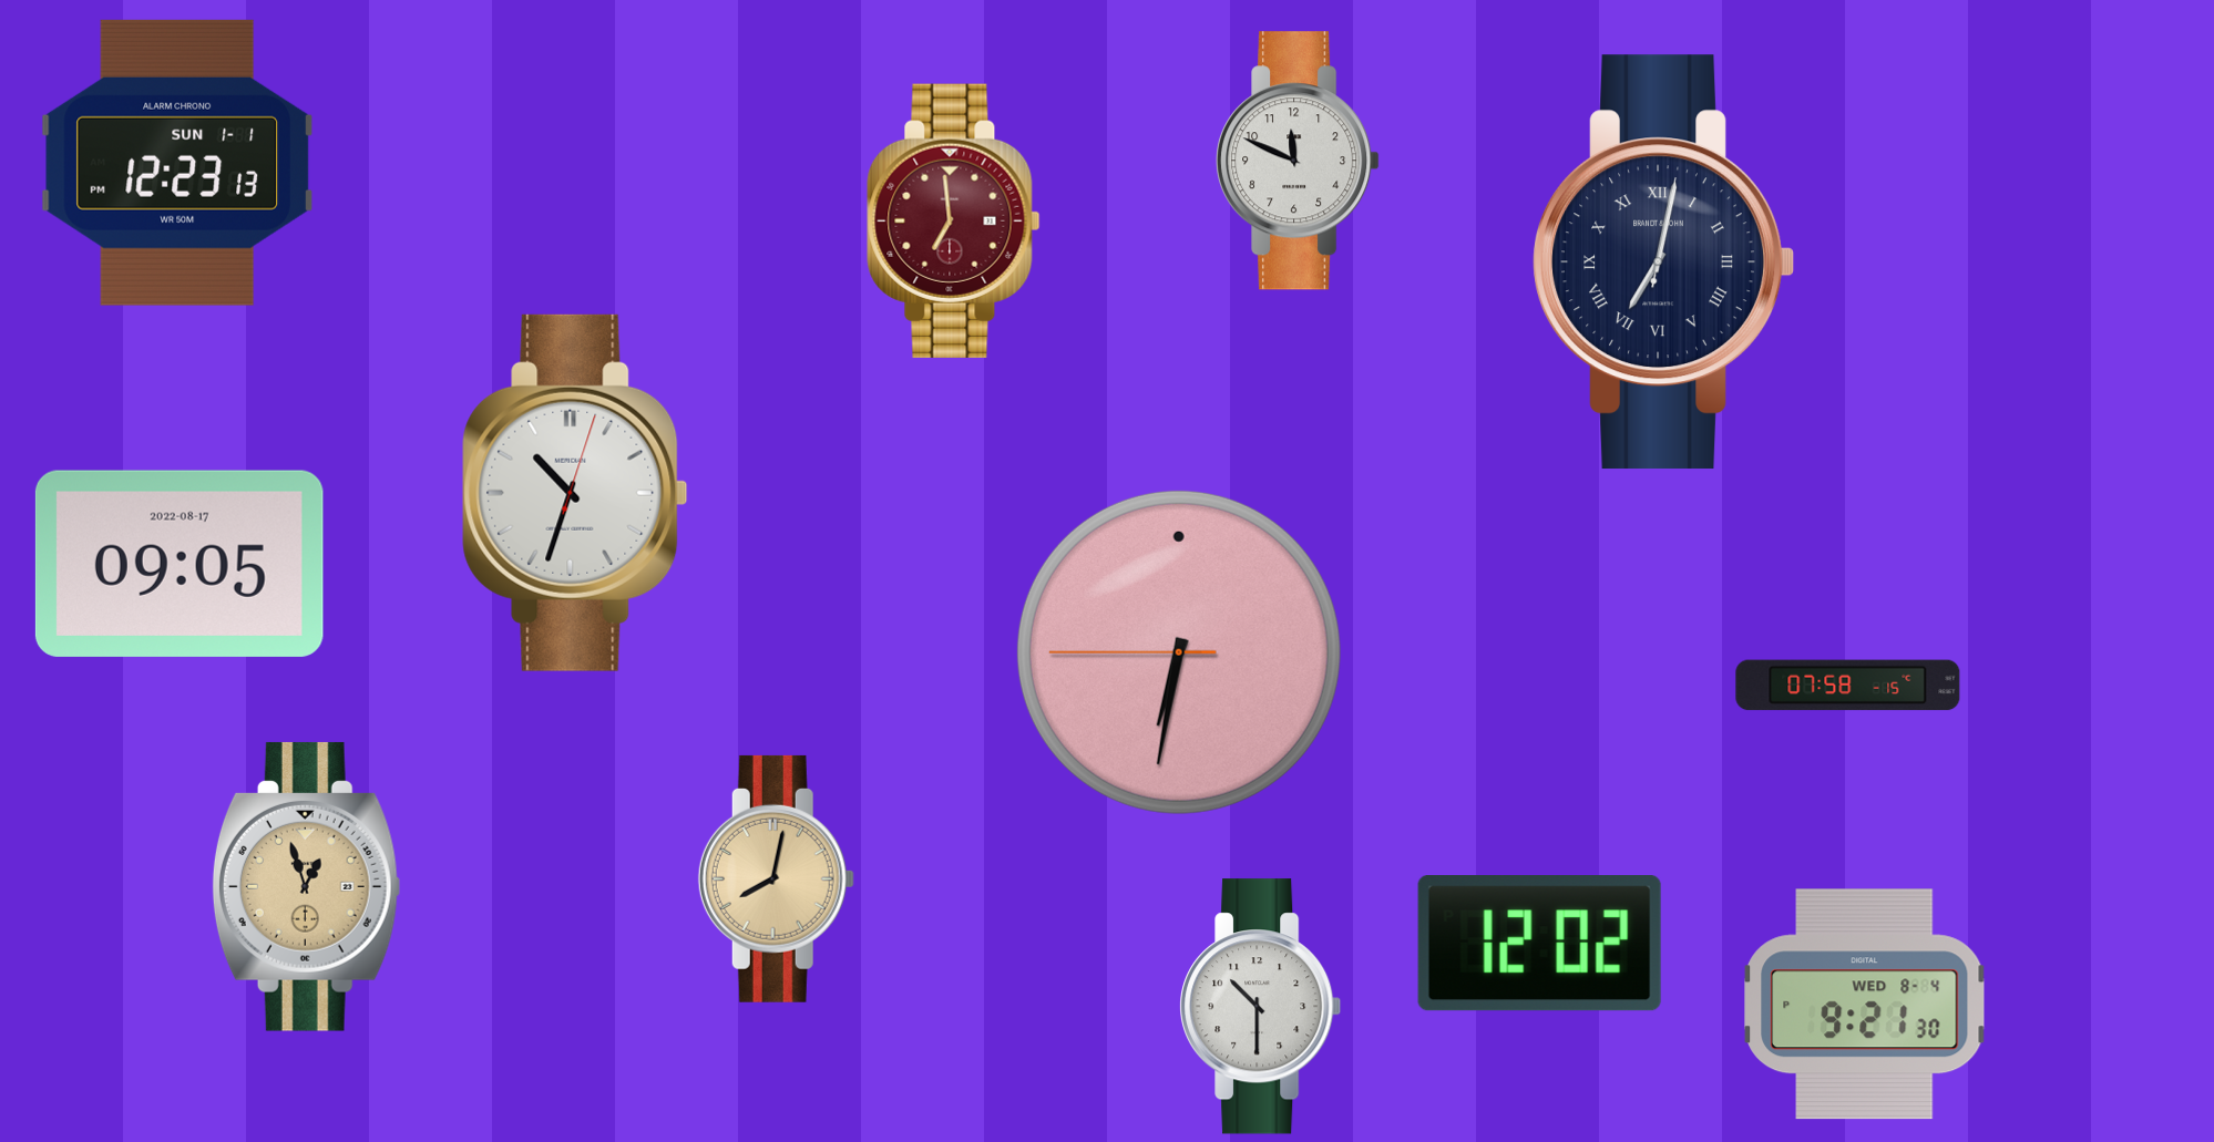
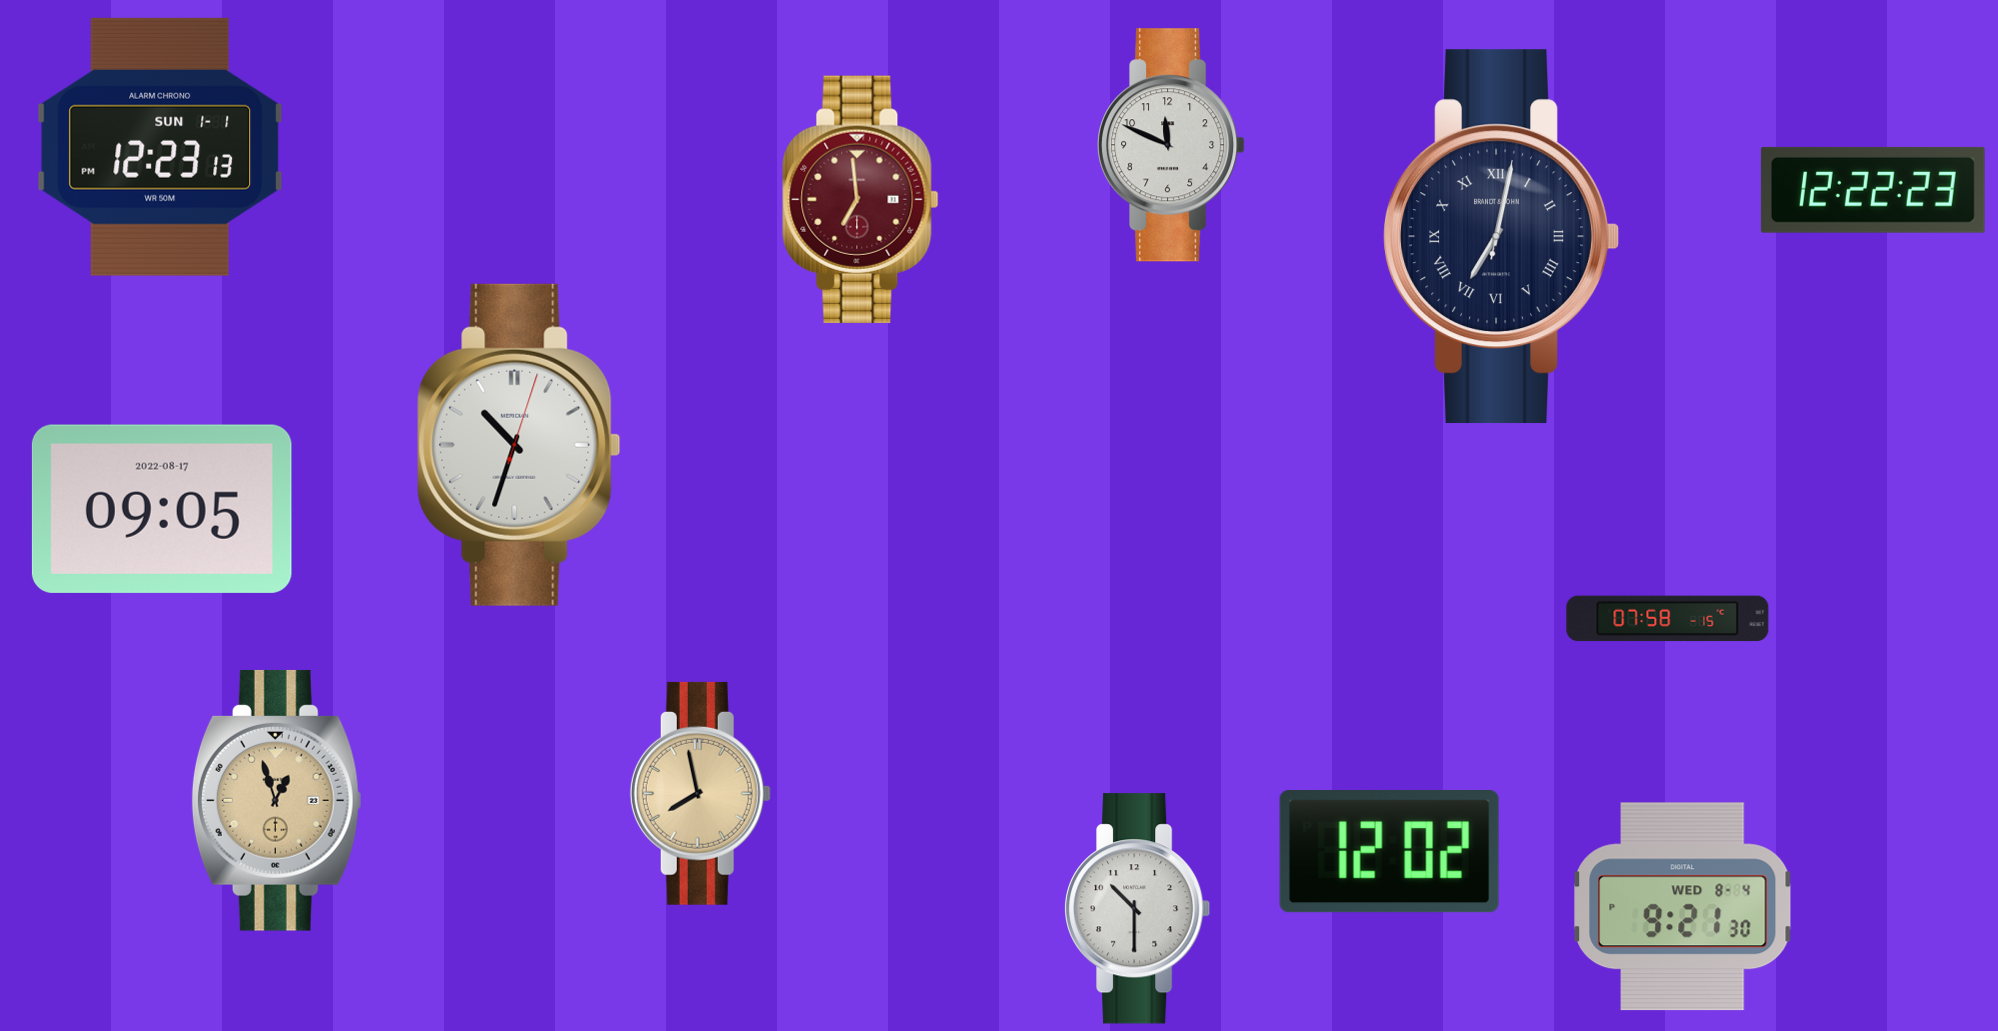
clock at (1873, 190): none -> 12:22
clock at (1179, 652): 6:31 -> none
clock at (776, 878): 8:02 -> 7:58
